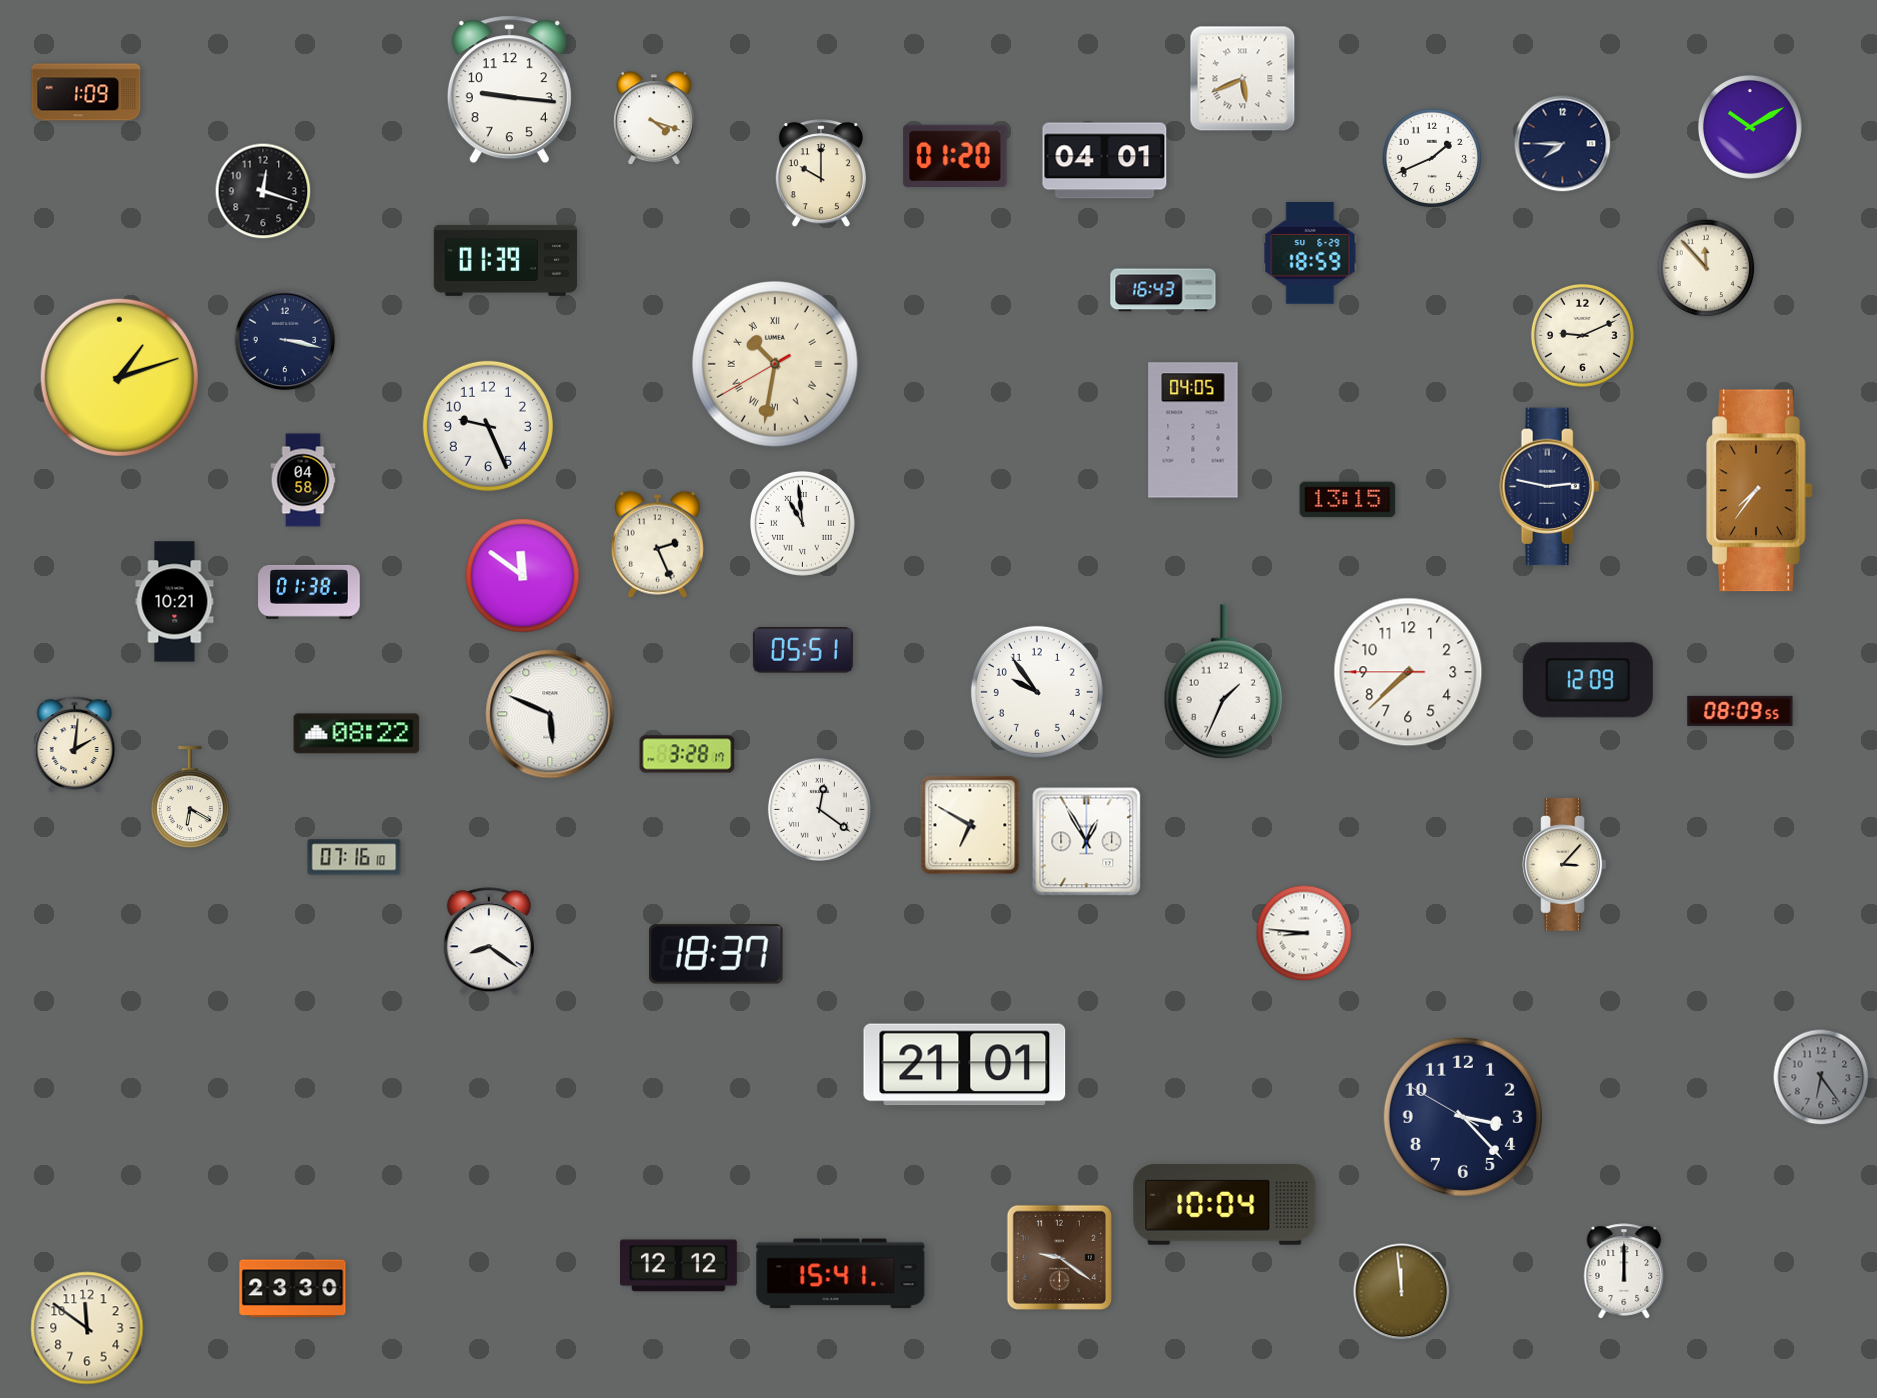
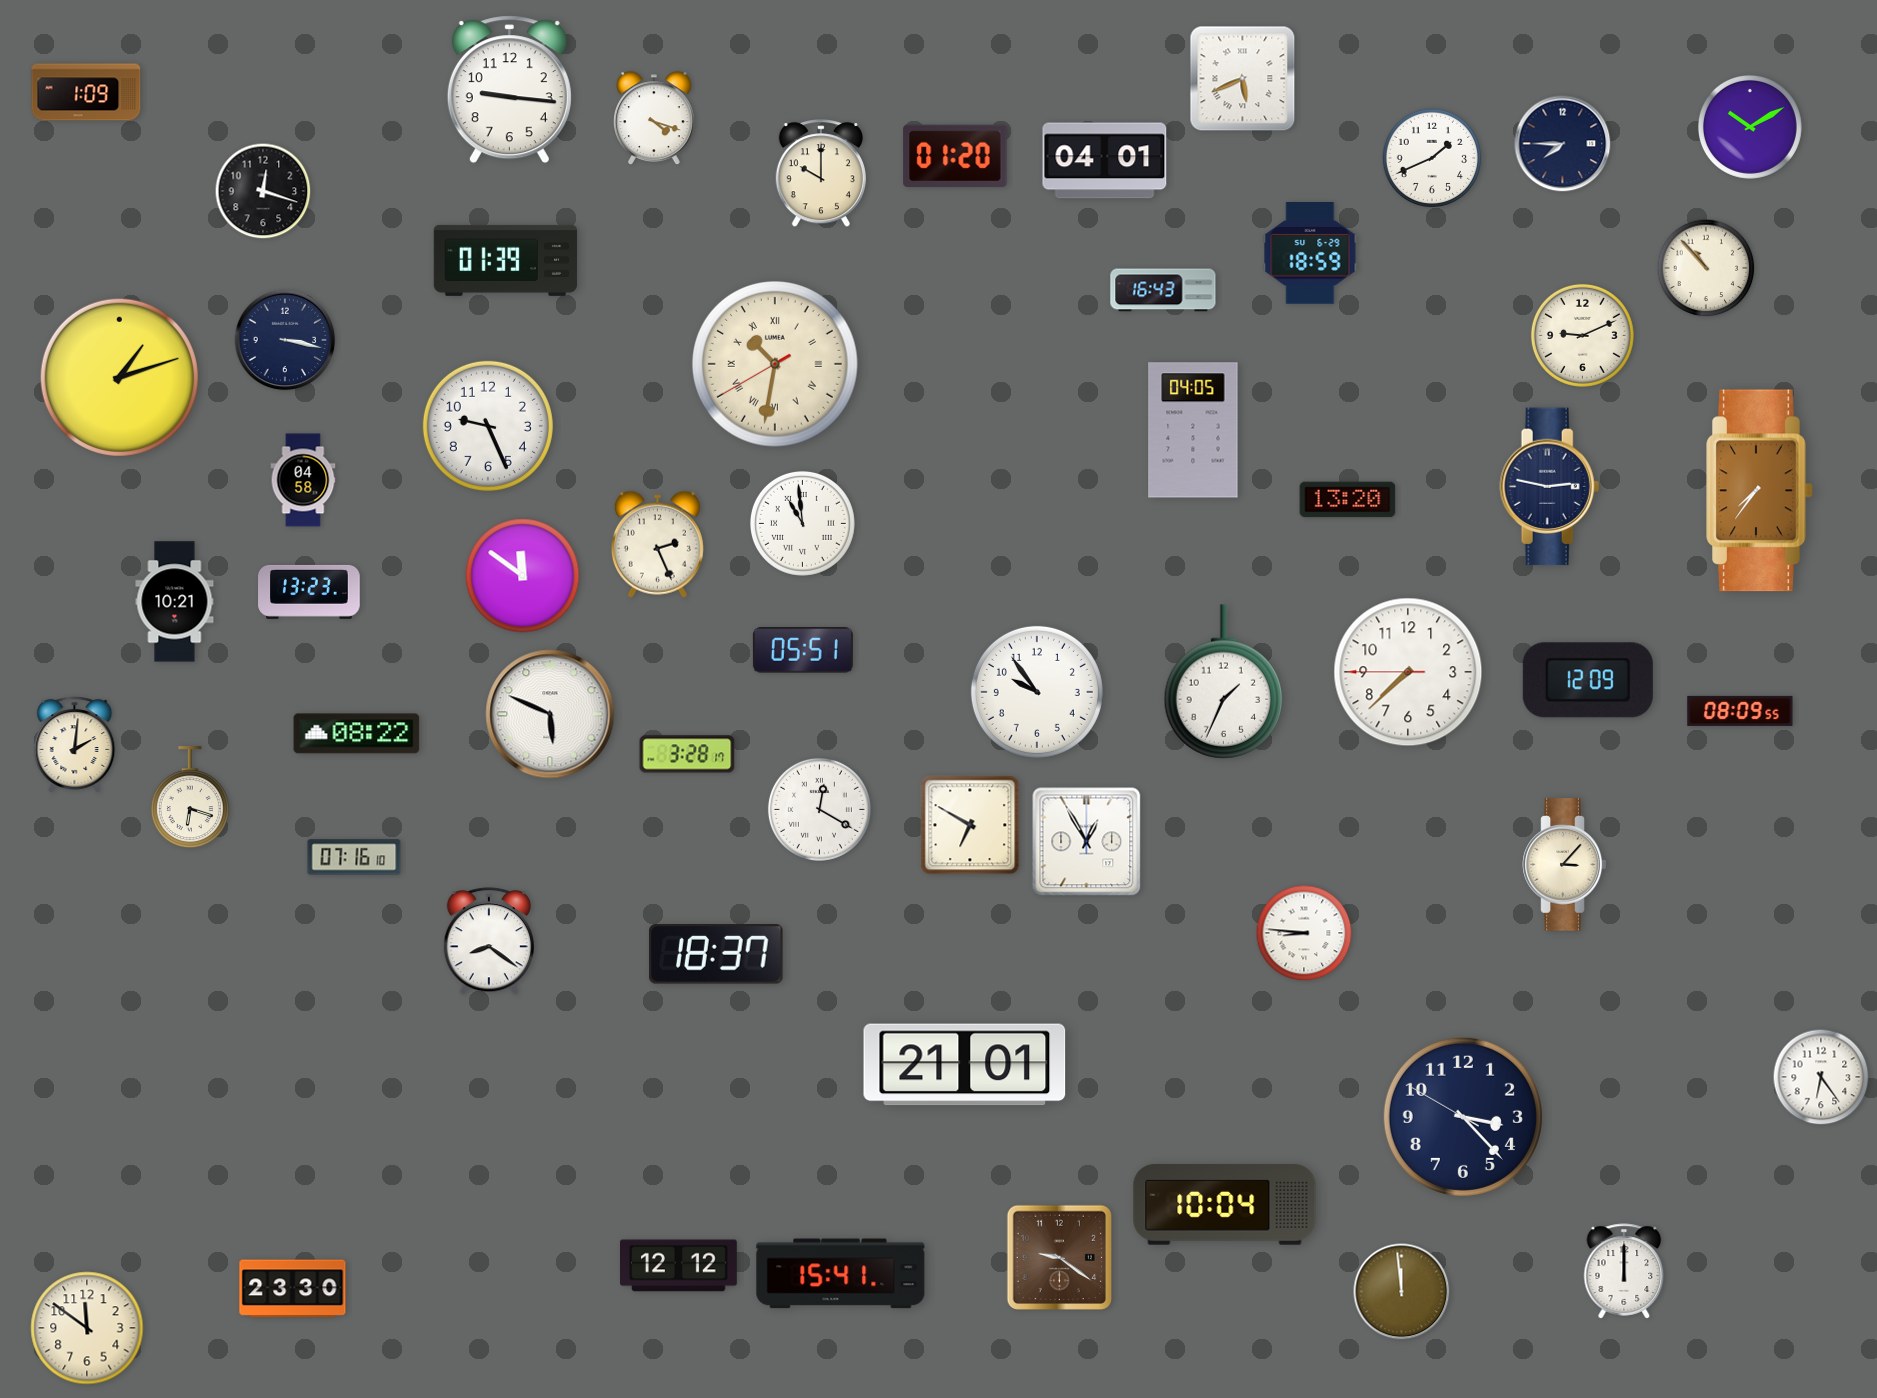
clock at (1706, 268): 11:53 -> 10:53
clock at (1348, 500): 13:15 -> 13:20
clock at (309, 592): 01:38 -> 13:23
clock at (190, 798): 6:20 -> 6:18
clock at (819, 809): 12:21 -> 12:20
clock at (1821, 1077) dial: grey -> white
